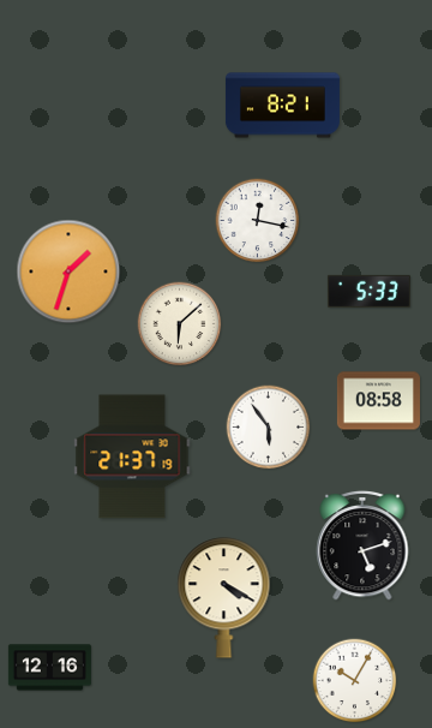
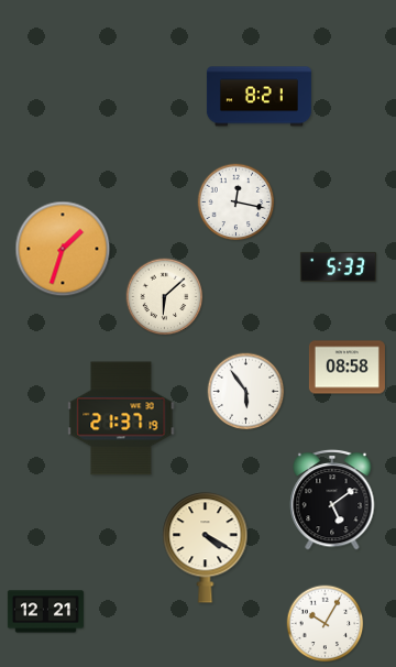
clock at (362, 545): 5:12 -> 5:09
clock at (49, 668): 12:16 -> 12:21
